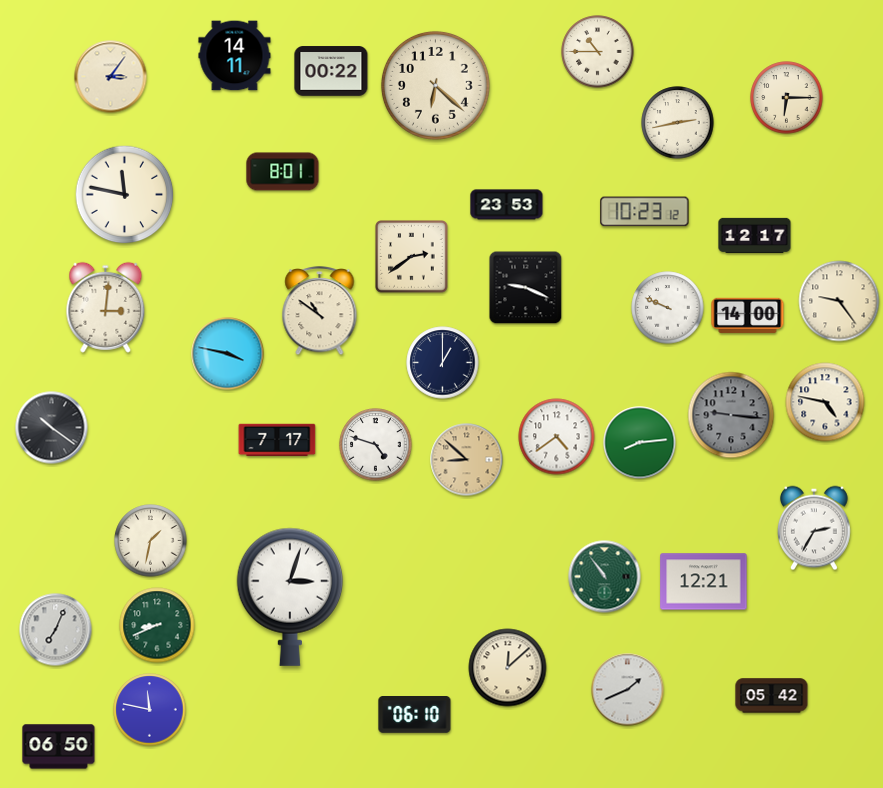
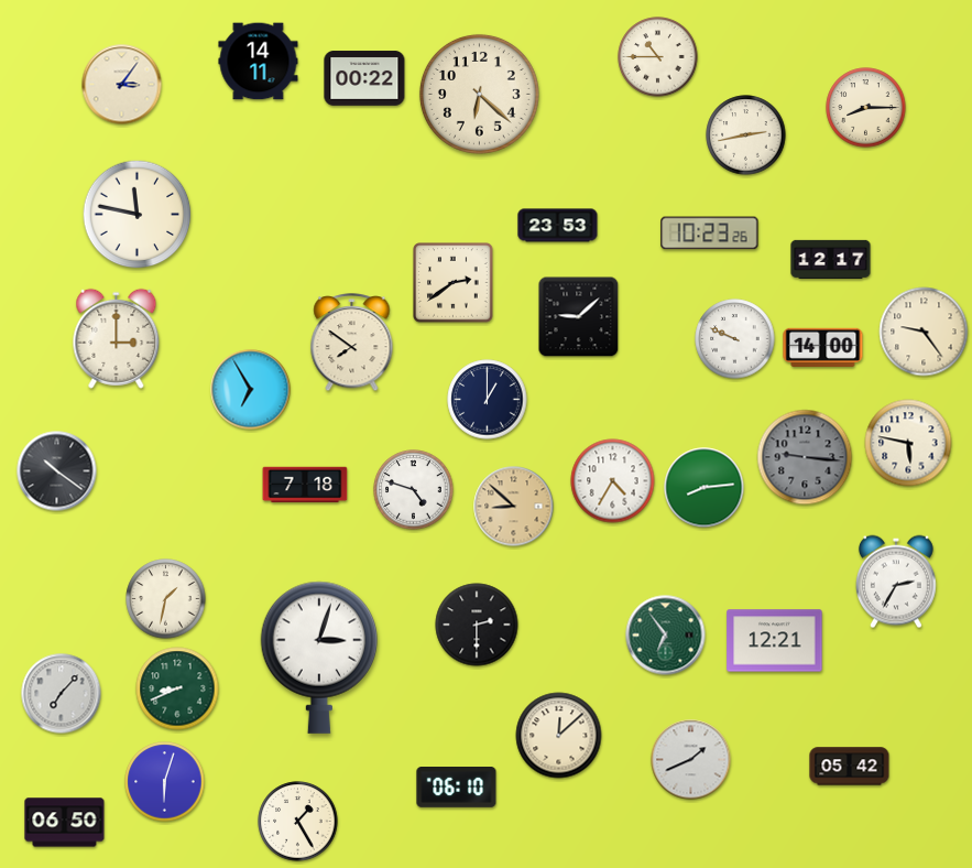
clock at (787, 98): 6:15 -> 8:15
clock at (283, 172): 8:01 -> none
clock at (645, 212): 10:23:12 -> 10:23:26
clock at (526, 288): 9:19 -> 9:08
clock at (106, 307): 3:01 -> 3:00
clock at (320, 312): 10:51 -> 7:51
clock at (228, 354): 3:47 -> 6:55
clock at (825, 402): 4:47 -> 5:47
clock at (557, 437): 4:39 -> 4:35
clock at (277, 440): 7:17 -> 7:18
clock at (151, 541) position: (151, 541) -> (166, 599)
clock at (477, 625): none -> 2:30
clock at (605, 577): 10:54 -> 6:54
clock at (157, 625) position: (157, 625) -> (177, 688)
clock at (56, 630): 7:04 -> 7:07
clock at (150, 710): 11:47 -> 6:03
clock at (298, 822): none -> 1:25
